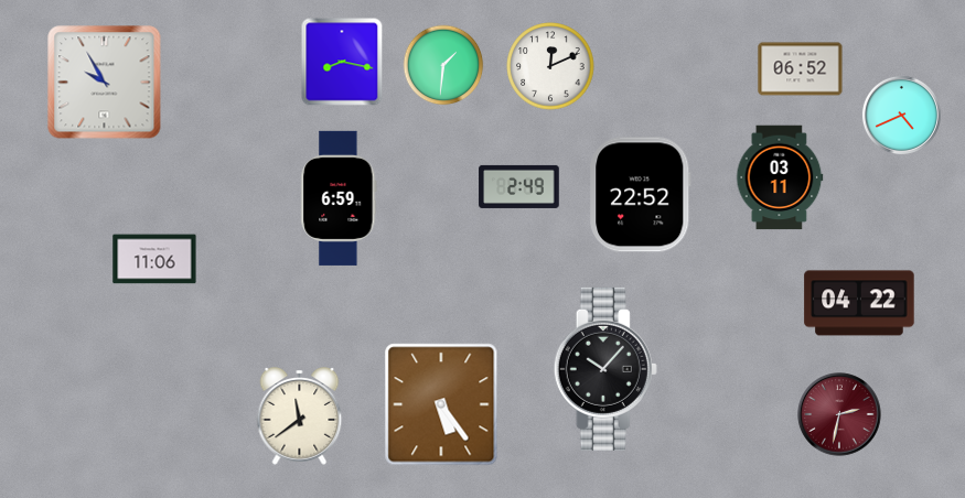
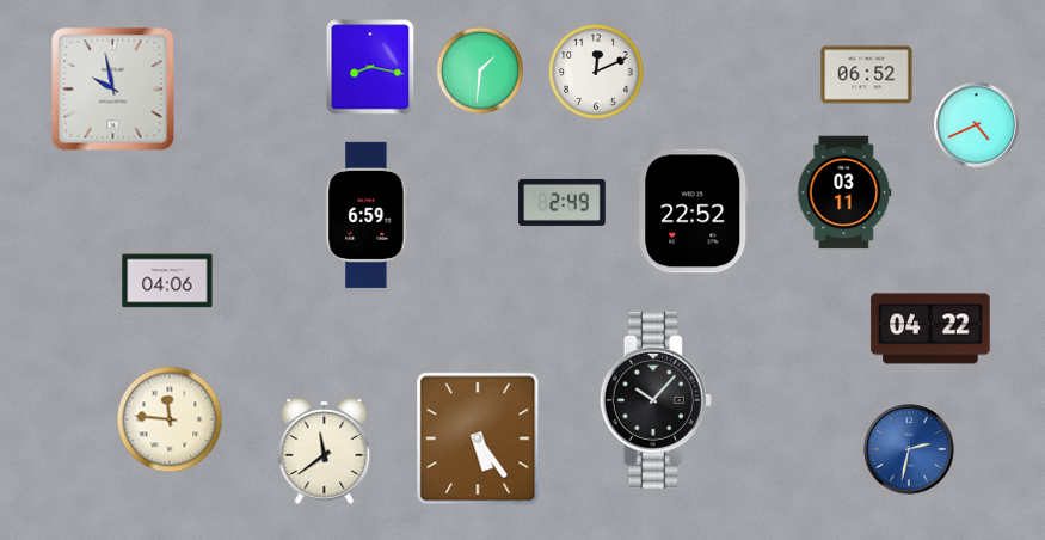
clock at (105, 83): 9:55 -> 9:58
clock at (154, 259): 11:06 -> 04:06
clock at (170, 419): none -> 11:46
clock at (839, 414) dial: burgundy -> blue
